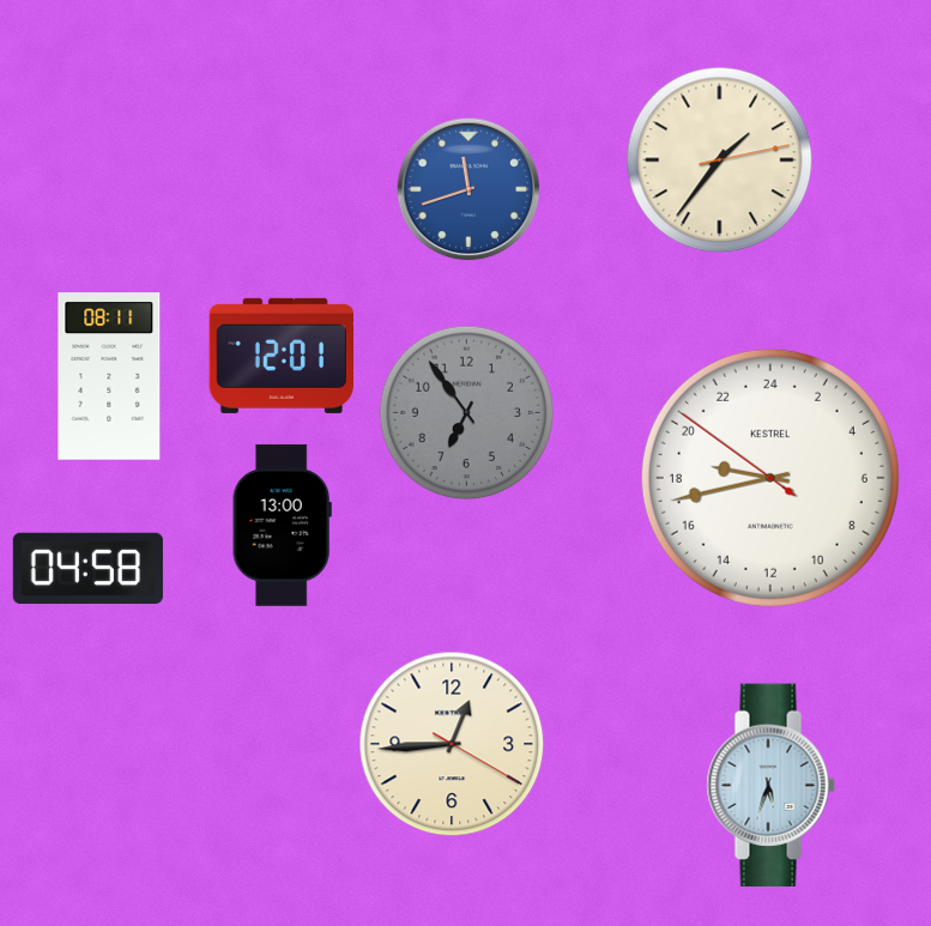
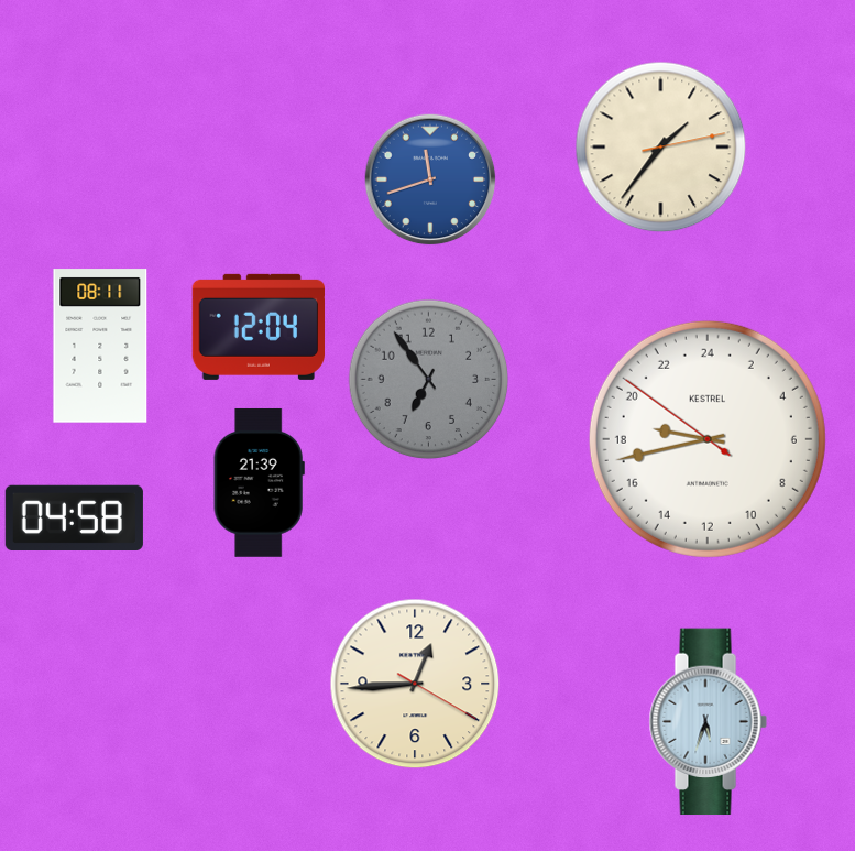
clock at (468, 189) position: (468, 189) -> (430, 179)
clock at (282, 356): 12:01 -> 12:04
clock at (282, 525): 13:00 -> 21:39
clock at (87, 568) position: (87, 568) -> (74, 517)
